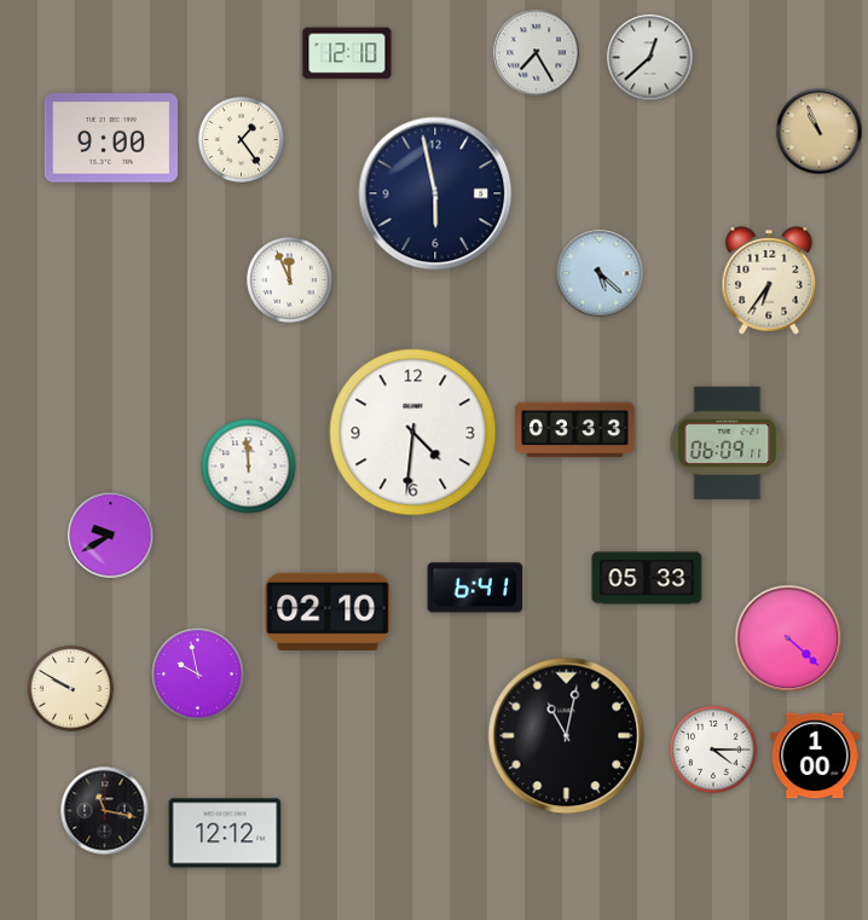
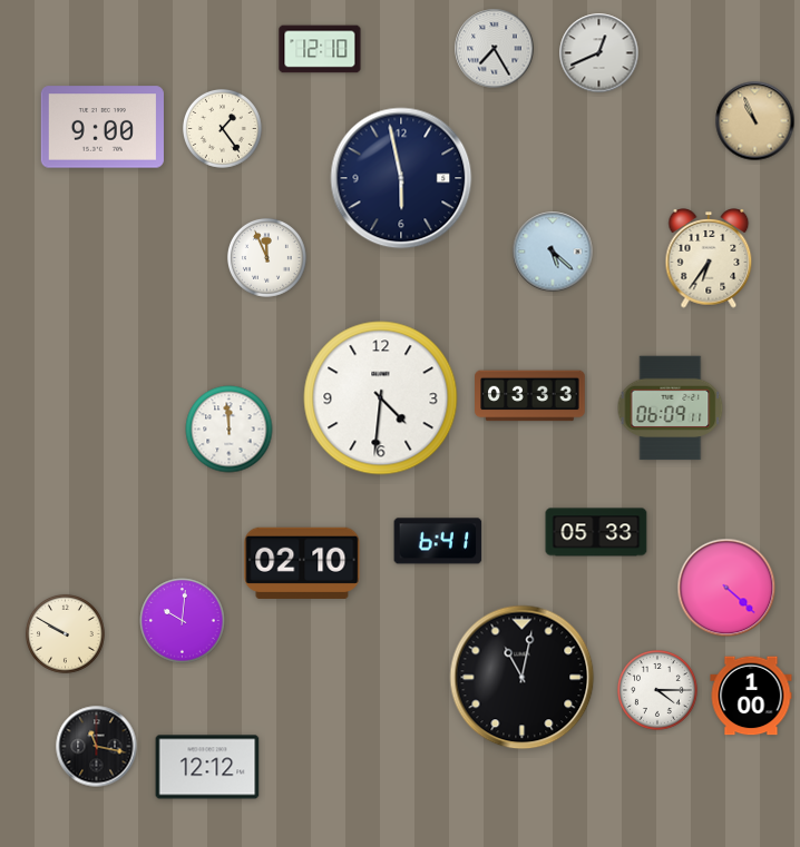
clock at (650, 58): 12:38 -> 12:41
clock at (111, 536): 9:40 -> none
clock at (198, 675): 9:58 -> 10:01
